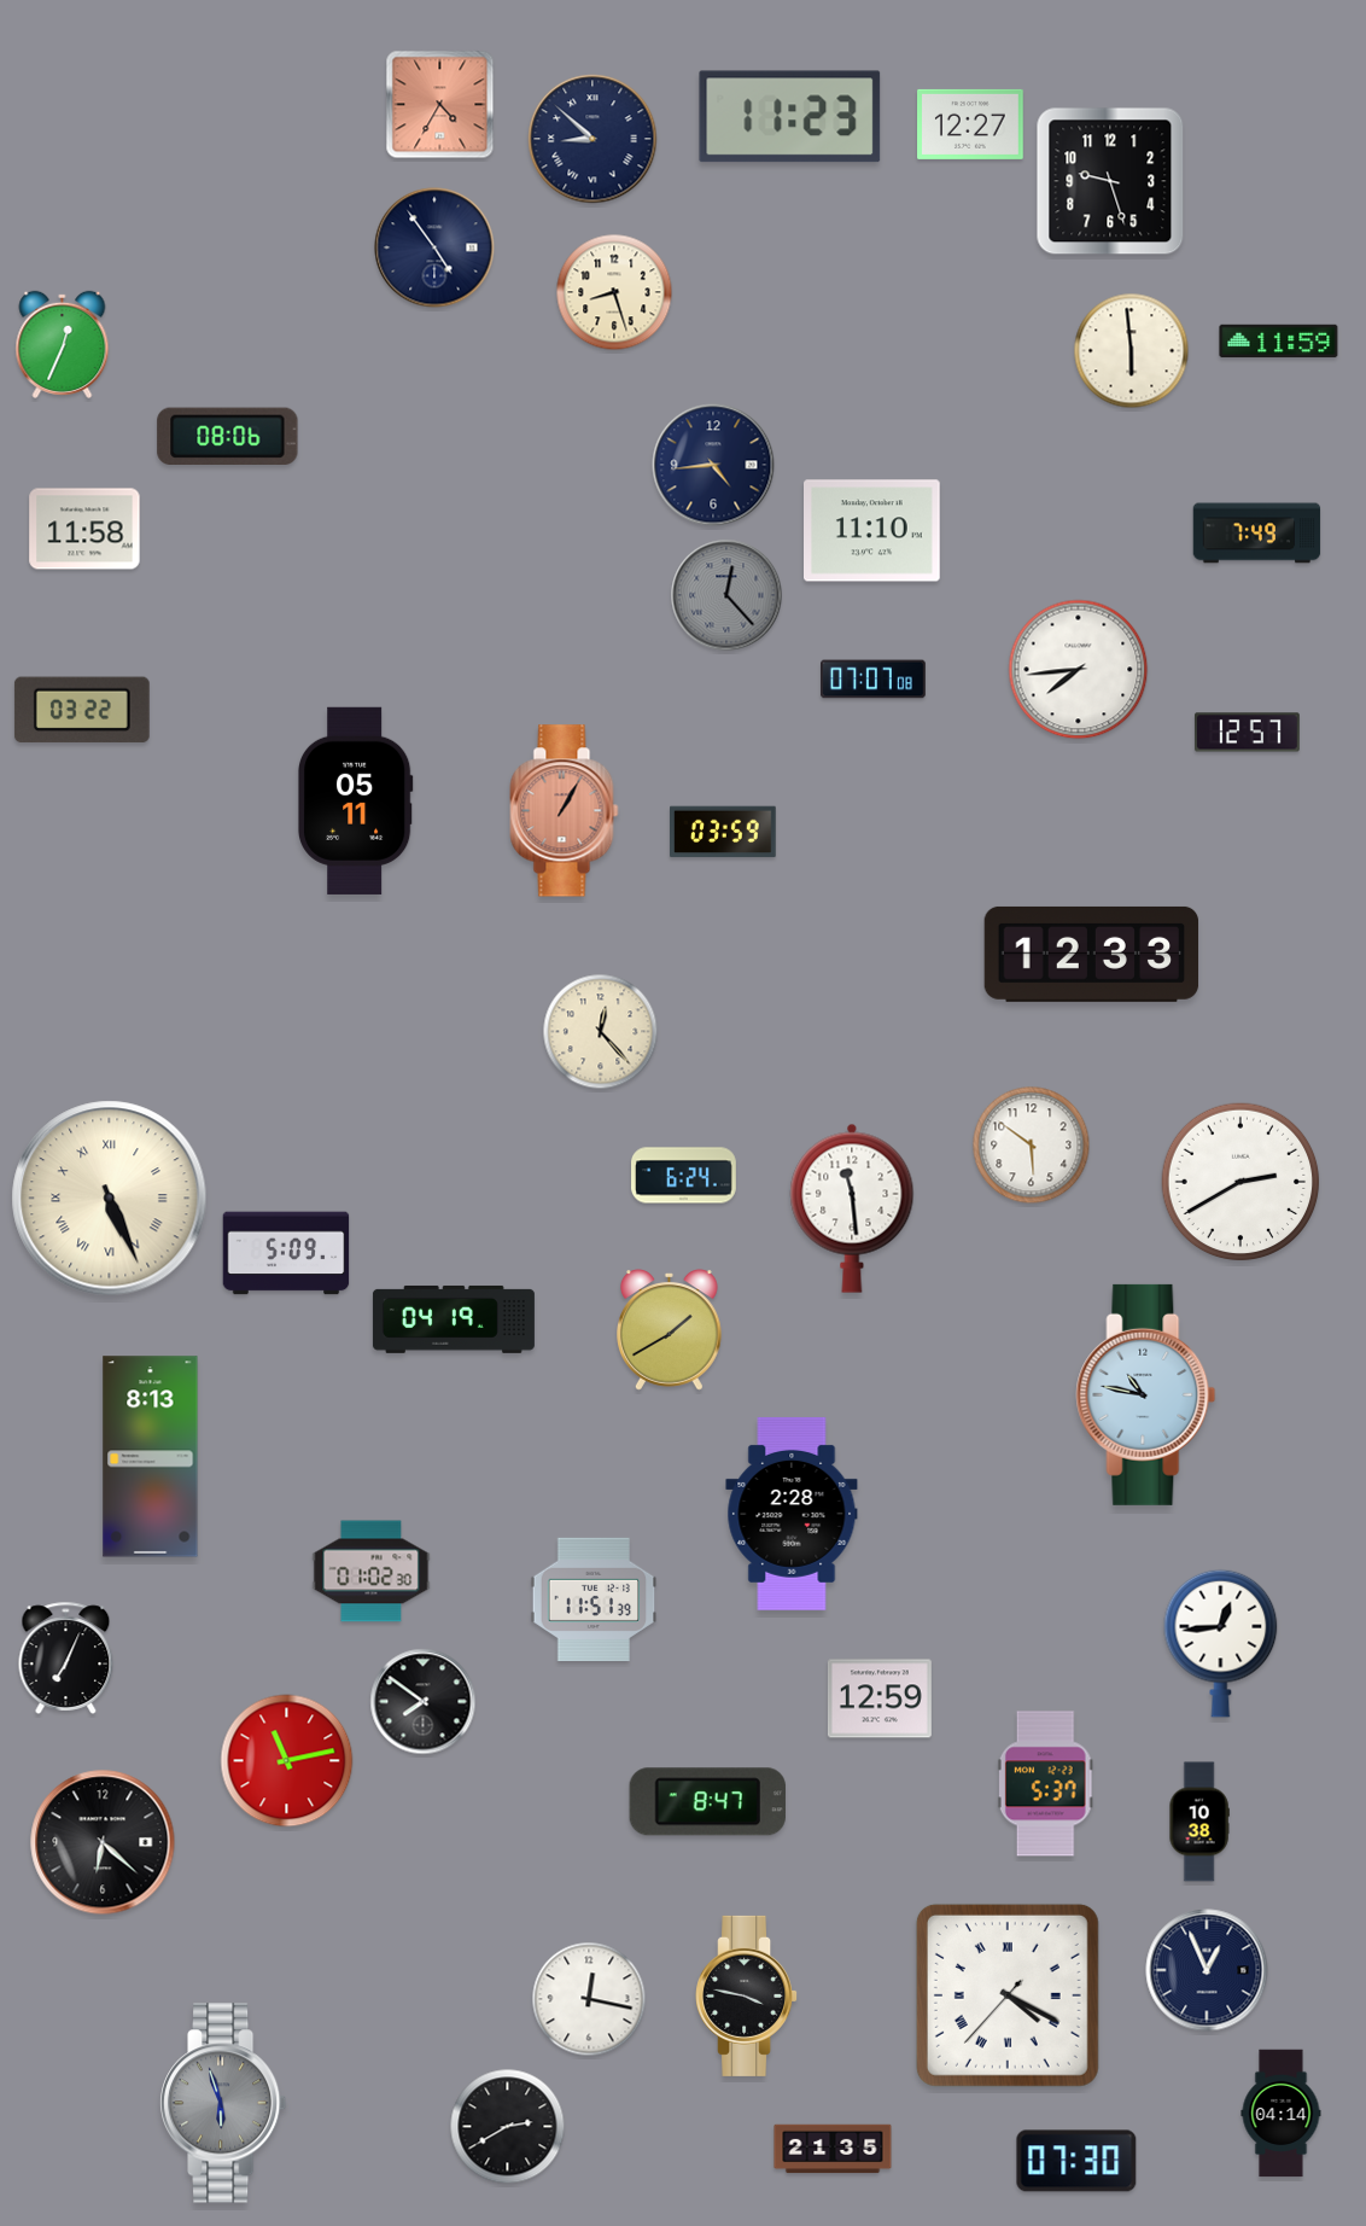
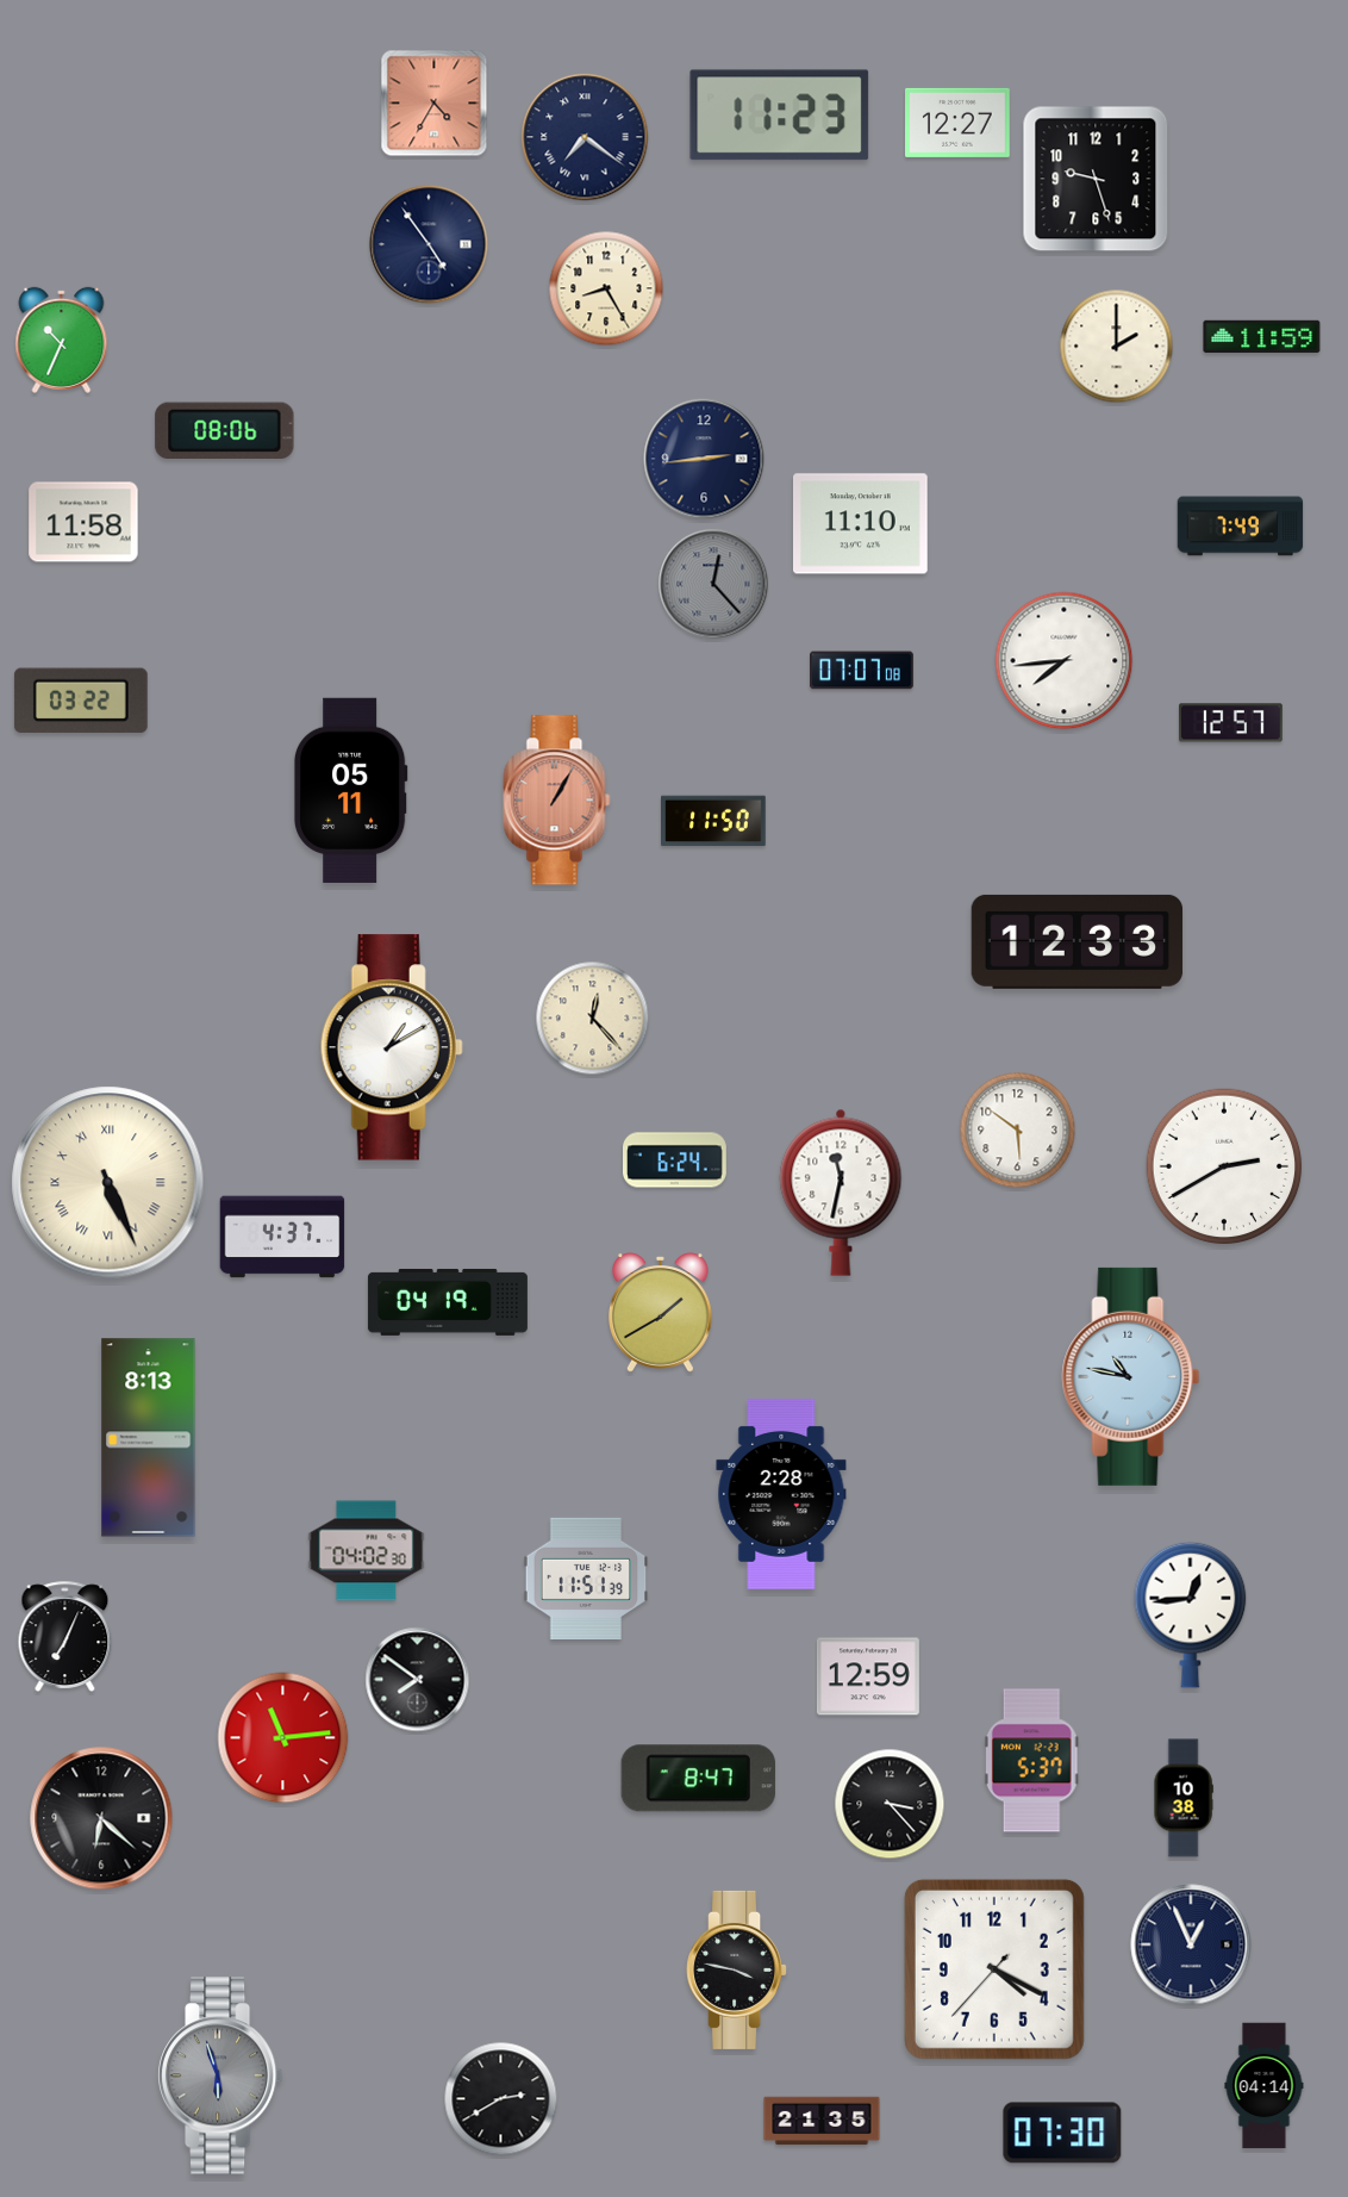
clock at (592, 139): 8:52 -> 7:21
clock at (614, 292): 8:27 -> 8:25
clock at (63, 344): 12:34 -> 10:34
clock at (1132, 351): 5:59 -> 2:00
clock at (713, 465): 4:44 -> 2:44
clock at (726, 595) position: (726, 595) -> (713, 584)
clock at (724, 832): 03:59 -> 11:50
clock at (392, 1047): none -> 1:10
clock at (852, 1208): 11:29 -> 11:32
clock at (286, 1253): 5:09 -> 4:37
clock at (372, 1572): 01:02 -> 04:02
clock at (1221, 1643) position: (1221, 1643) -> (1191, 1614)
clock at (287, 1761): 11:13 -> 11:14
clock at (890, 1804): none -> 3:23
clock at (1008, 1995) numerals: Roman -> Arabic
clock at (589, 1999): 12:17 -> none
